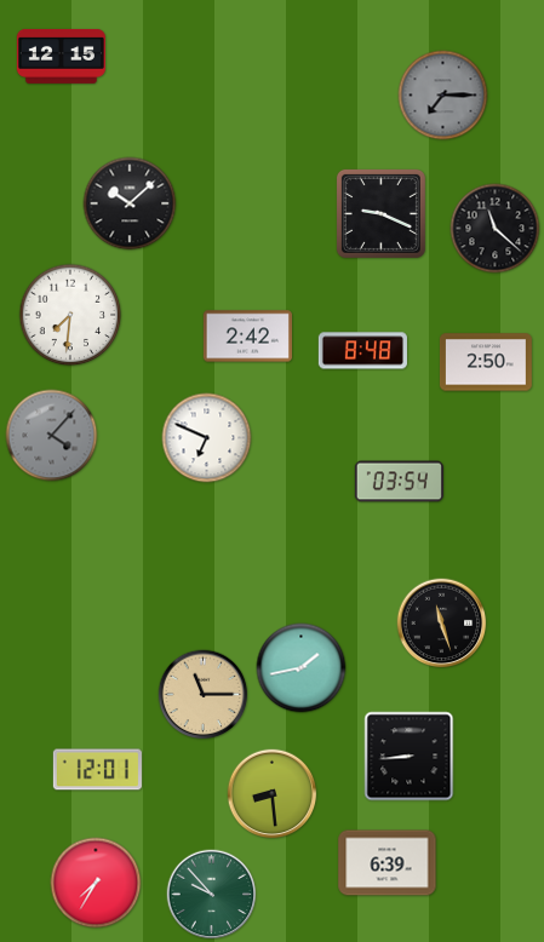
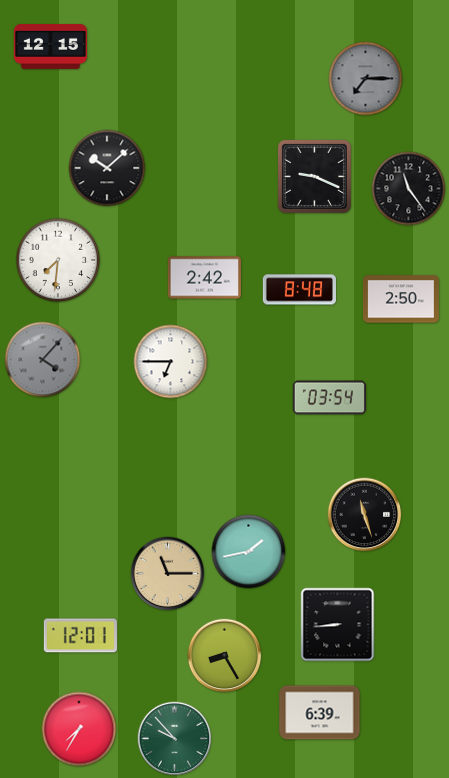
clock at (496, 229): 11:22 -> 11:24
clock at (207, 438): 6:49 -> 6:45
clock at (273, 794): 8:29 -> 8:25
